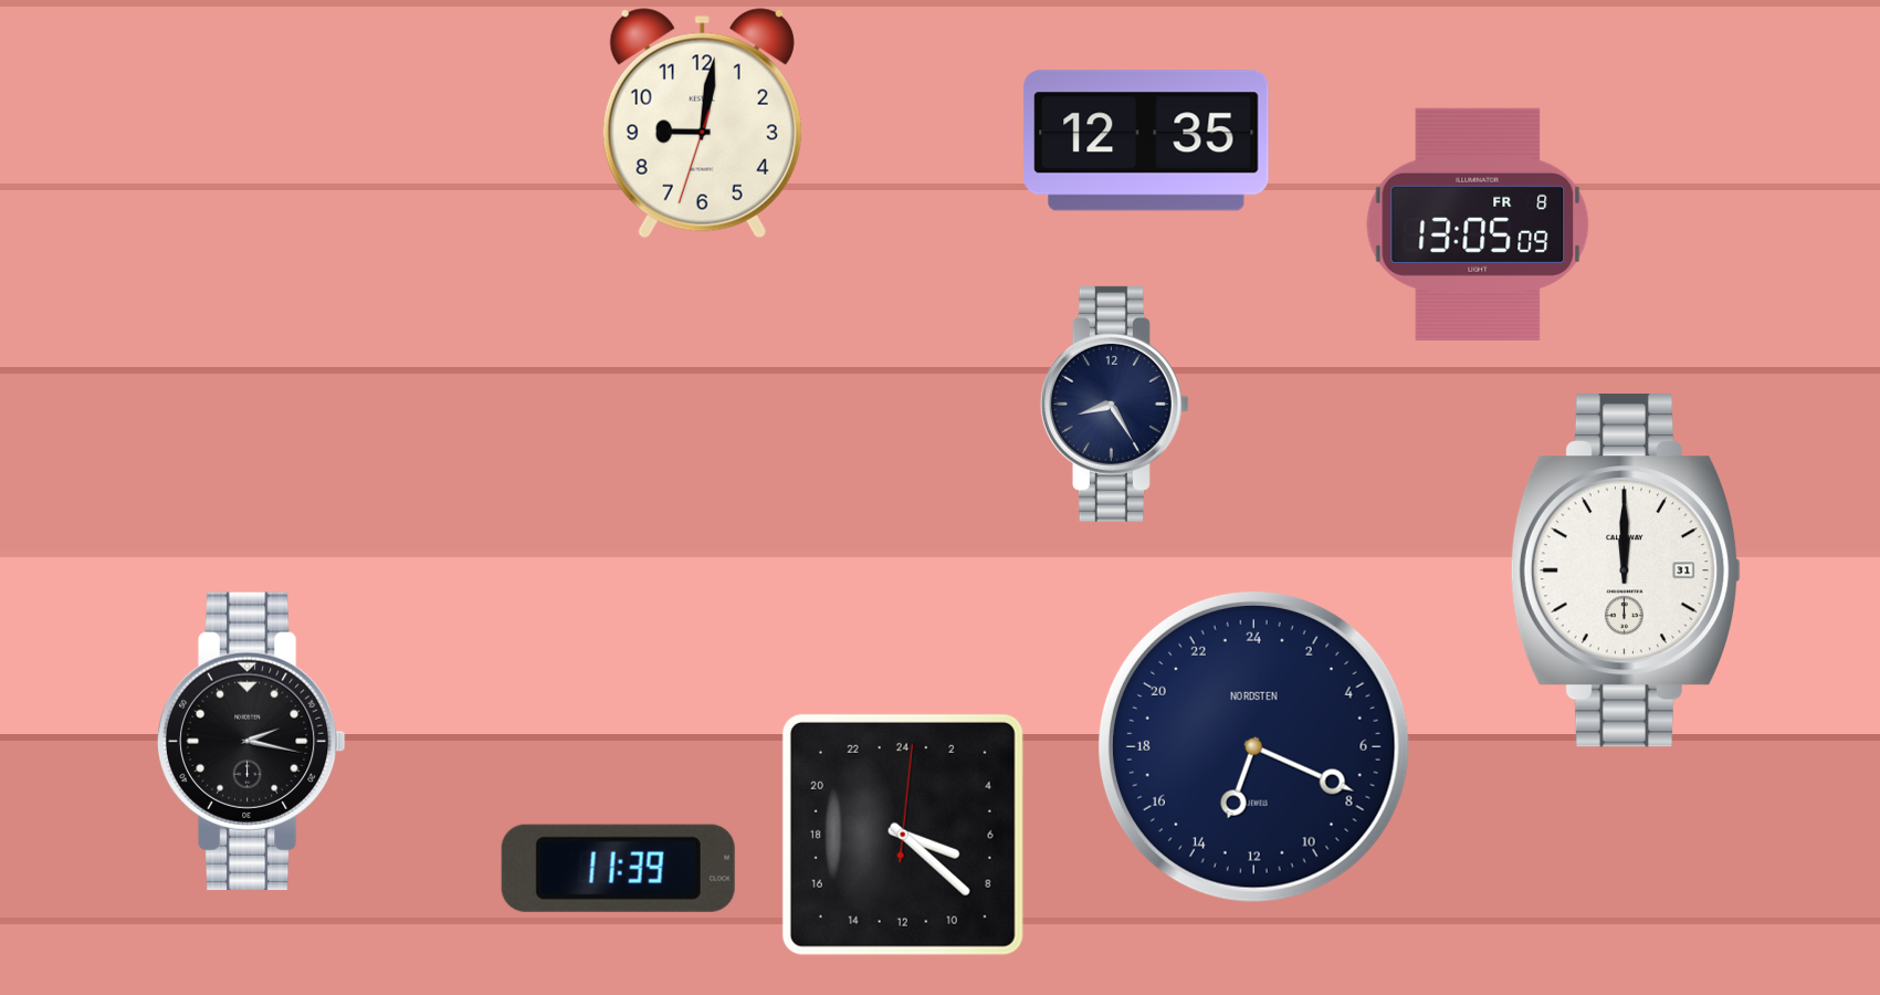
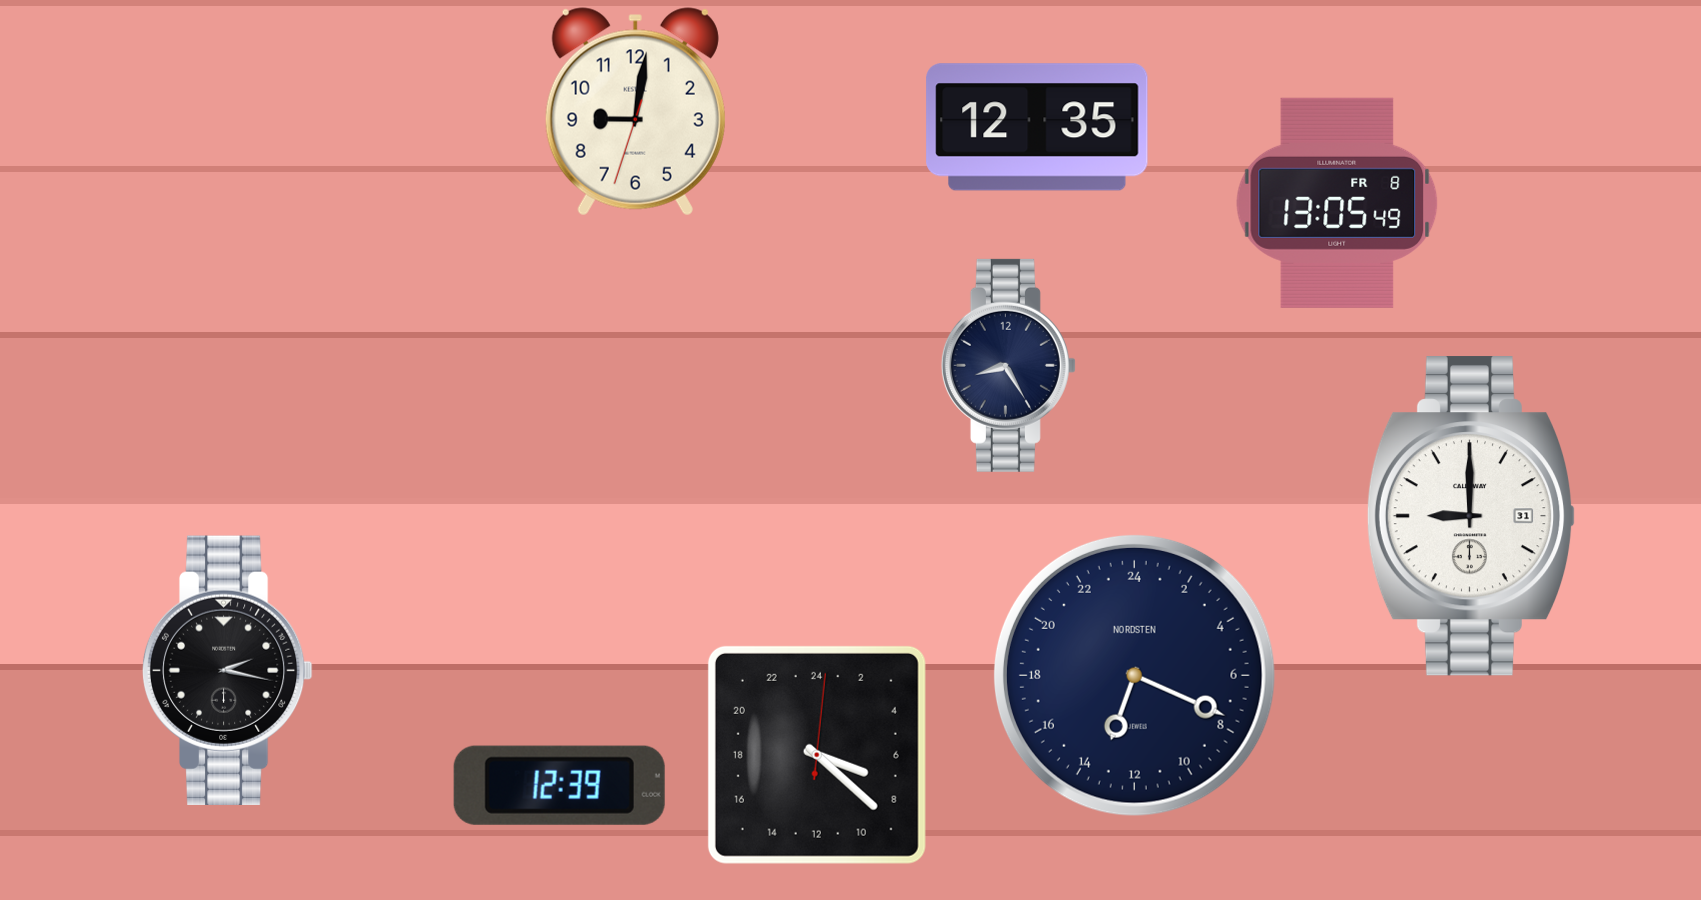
clock at (1478, 224): 13:05:09 -> 13:05:49
clock at (1626, 570): 12:00 -> 9:00
clock at (618, 868): 11:39 -> 12:39
